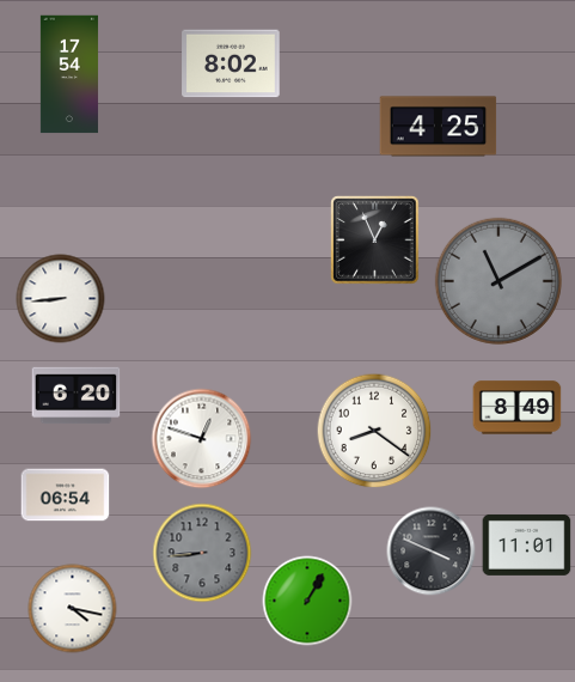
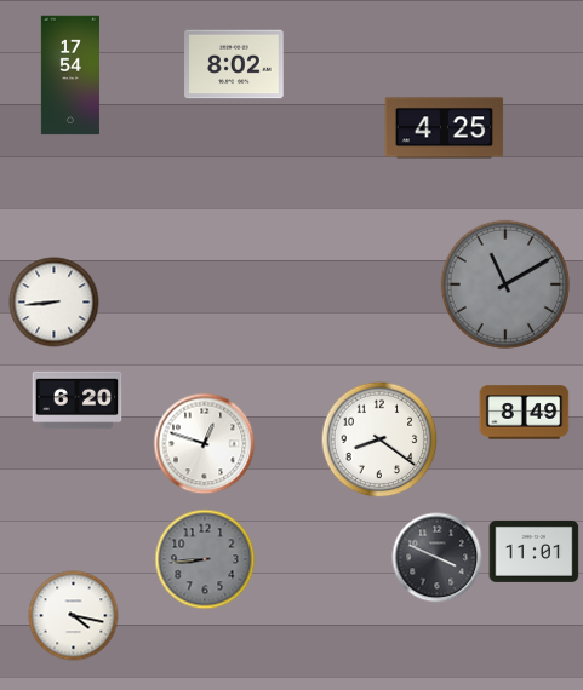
clock at (375, 240): 12:56 -> none
clock at (61, 299) position: (61, 299) -> (55, 303)
clock at (374, 431) position: (374, 431) -> (379, 439)
clock at (66, 495): 06:54 -> none
clock at (307, 601): 1:05 -> none
